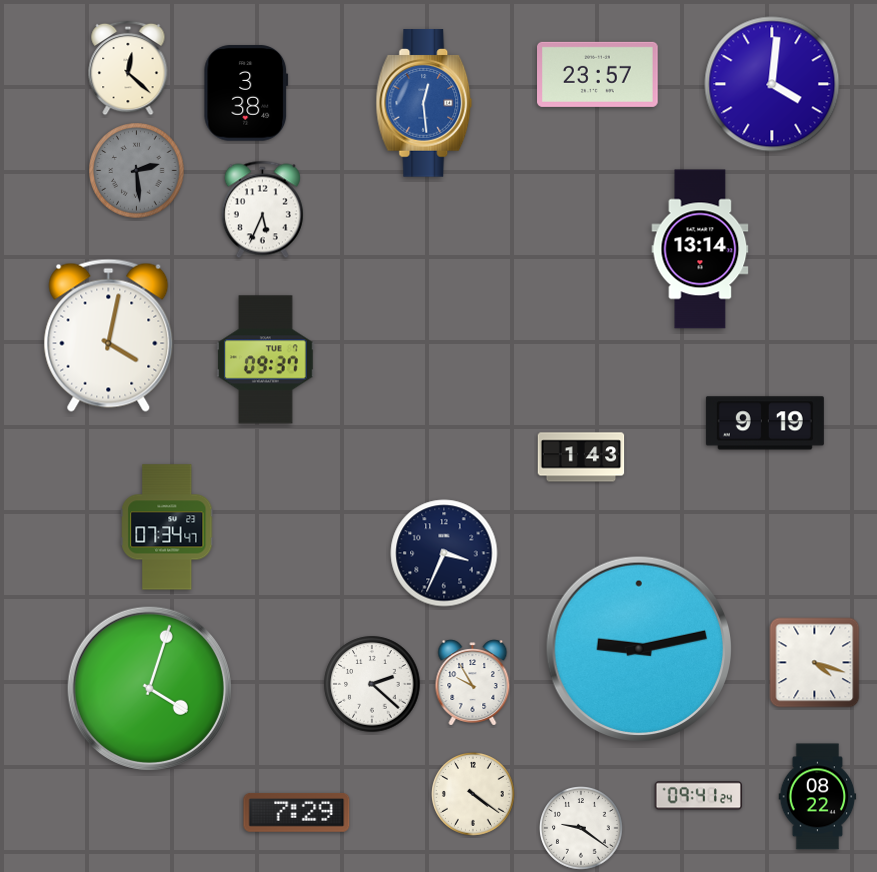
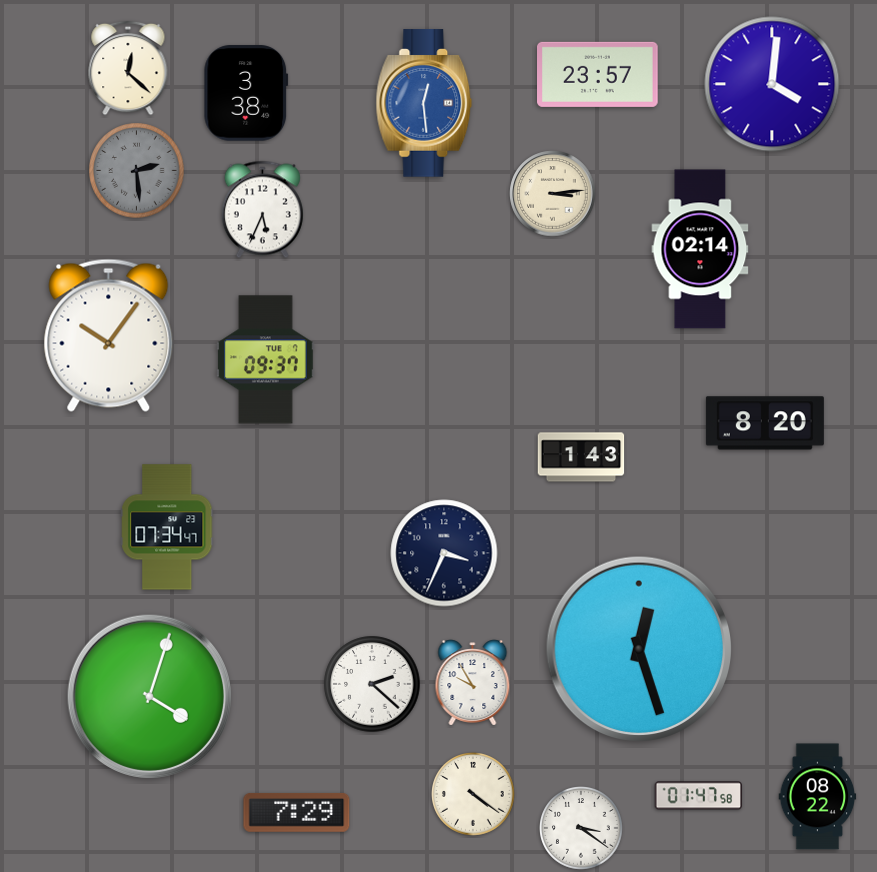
clock at (553, 194): none -> 3:14
clock at (700, 249): 13:14 -> 02:14
clock at (109, 335): 4:02 -> 10:06
clock at (765, 423): 9:19 -> 8:20
clock at (639, 649): 9:13 -> 12:27
clock at (815, 663): 4:18 -> none
clock at (149, 688) position: (149, 688) -> (149, 696)
clock at (699, 796): 09:41 -> 01:47
clock at (582, 829): 9:21 -> 3:21
